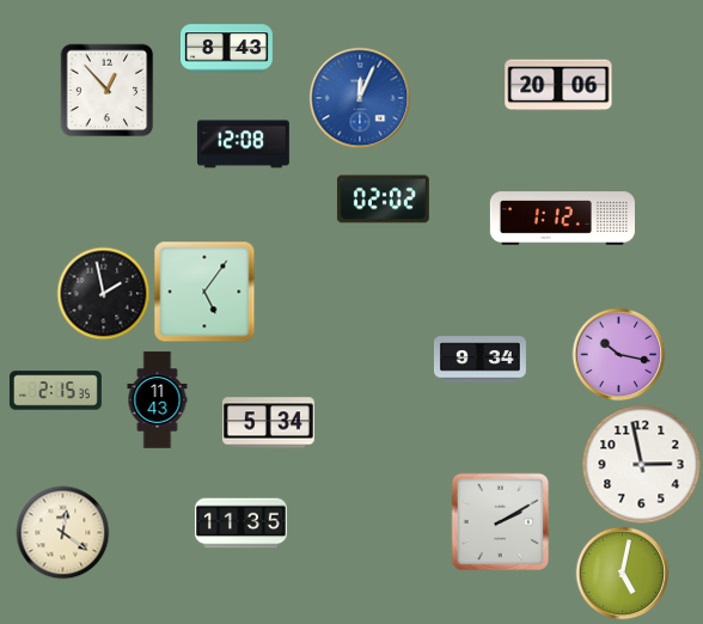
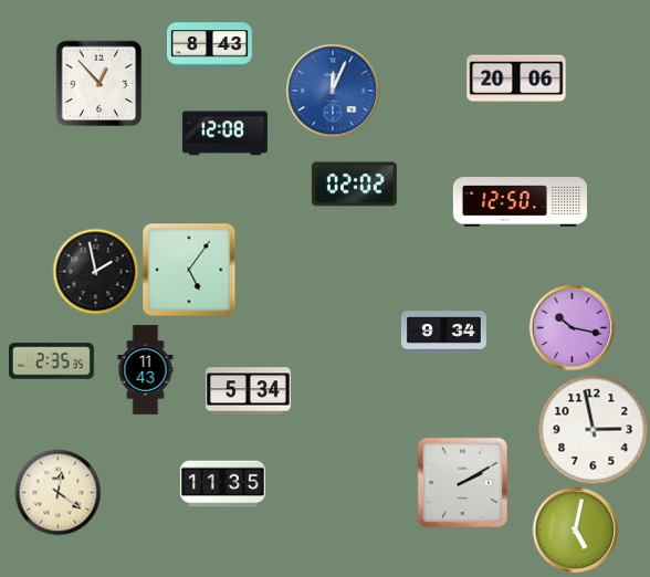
clock at (562, 219): 1:12 -> 12:50
clock at (55, 391): 2:15 -> 2:35
